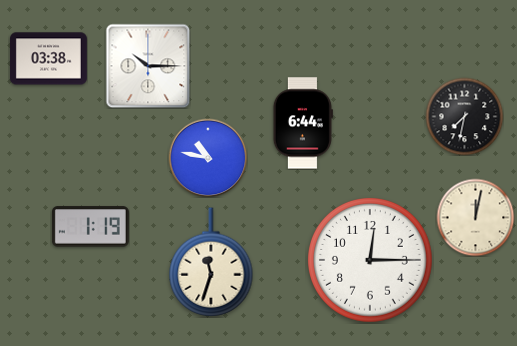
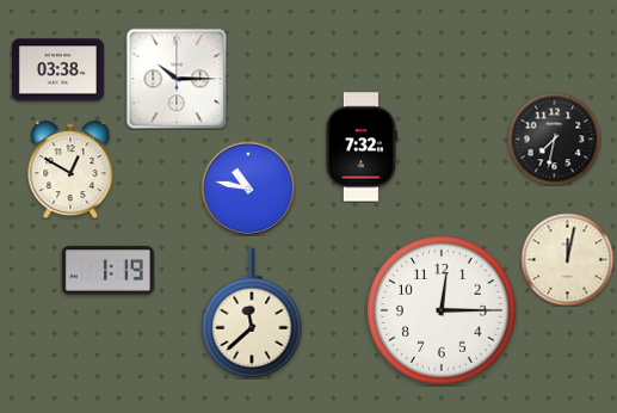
clock at (303, 123): 6:44 -> 7:32
clock at (70, 169): none -> 12:50
clock at (211, 262): 11:33 -> 11:38
